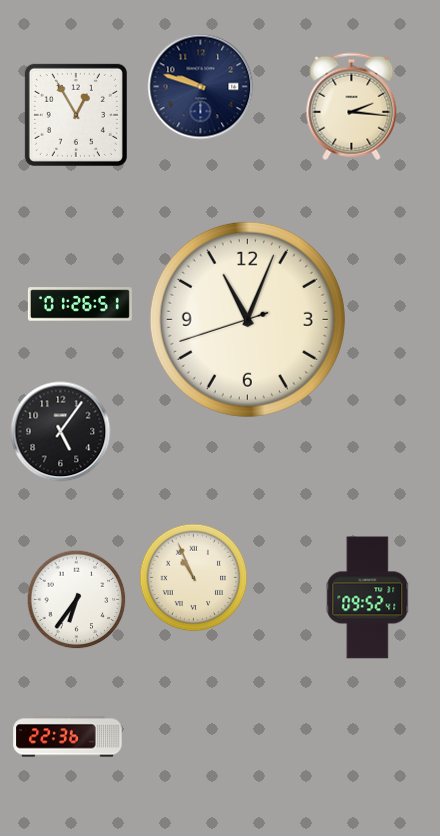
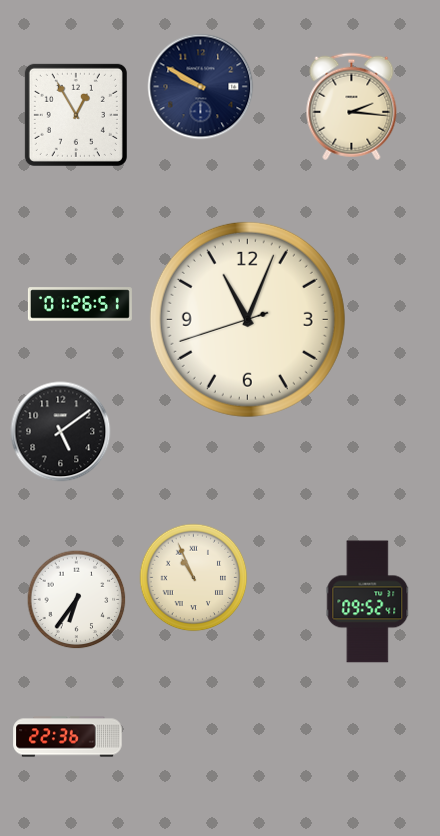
clock at (201, 87): 9:48 -> 9:50
clock at (61, 432): 5:06 -> 5:09
clock at (368, 598) position: (368, 598) -> (368, 602)
